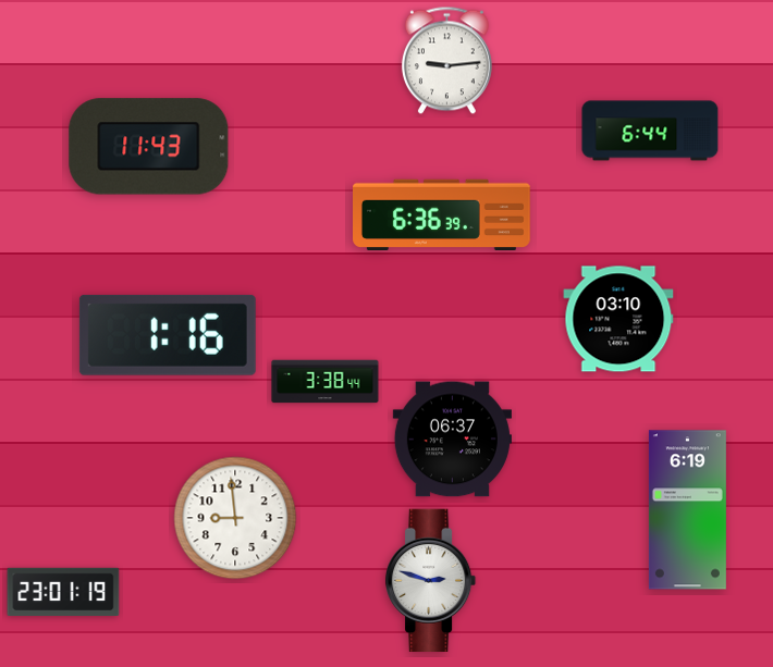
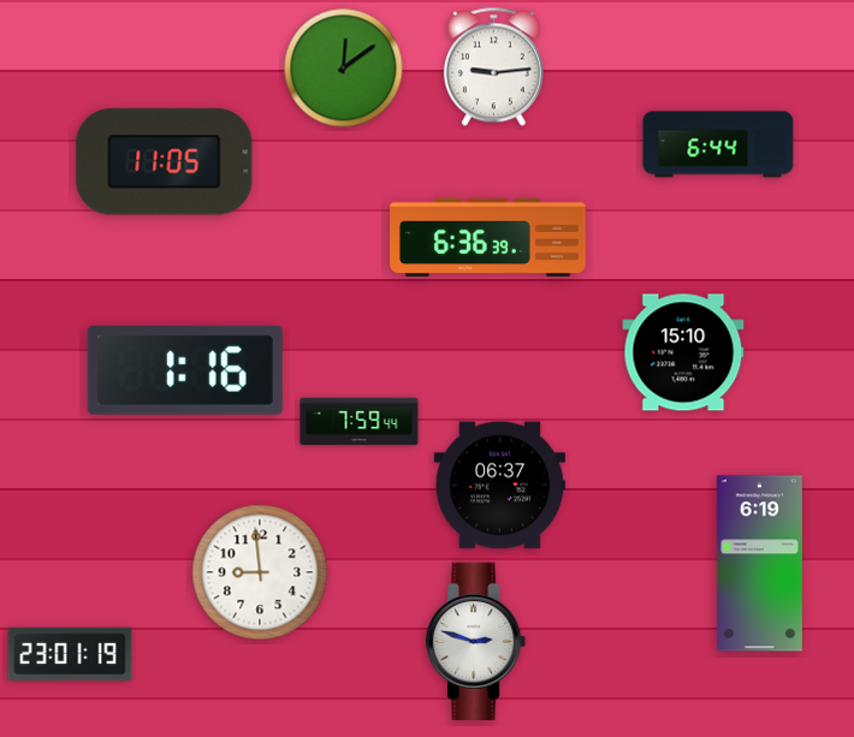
clock at (344, 69): none -> 12:09
clock at (149, 147): 11:43 -> 11:05
clock at (618, 319): 03:10 -> 15:10
clock at (326, 382): 3:38 -> 7:59
